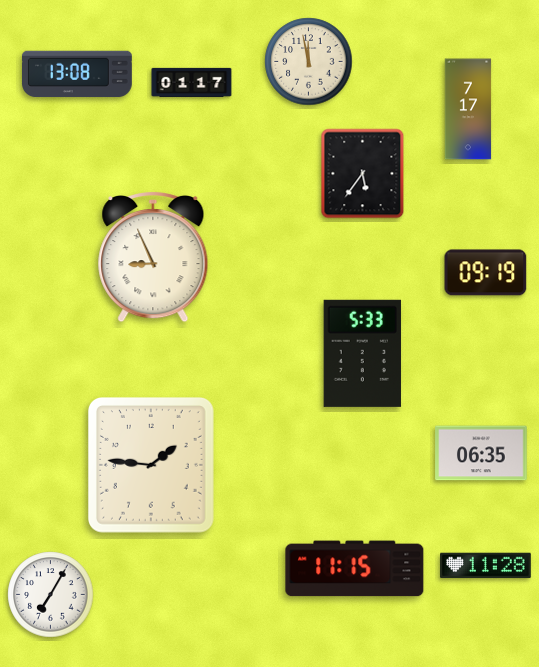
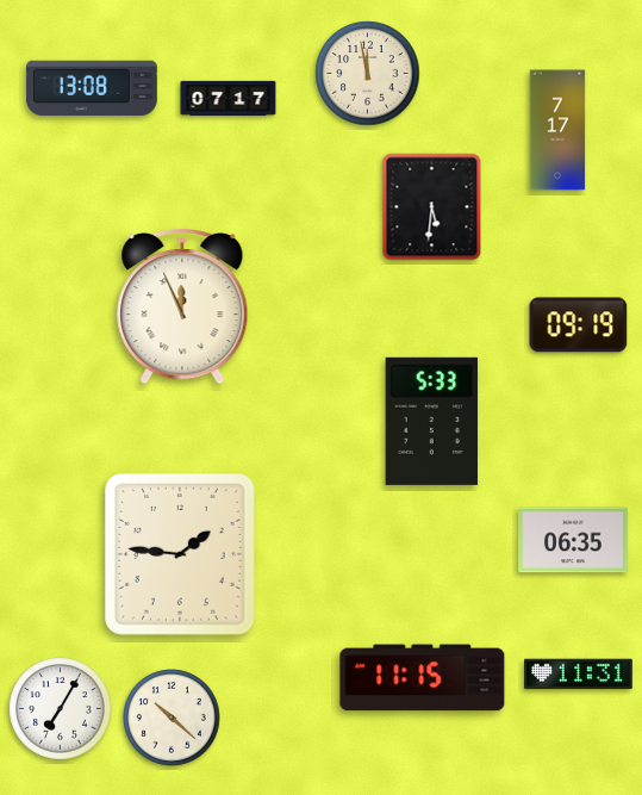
clock at (192, 82): 01:17 -> 07:17
clock at (363, 174): 5:36 -> 5:31
clock at (153, 258): 8:56 -> 11:56
clock at (486, 566): 11:28 -> 11:31
clock at (173, 719): none -> 10:22
